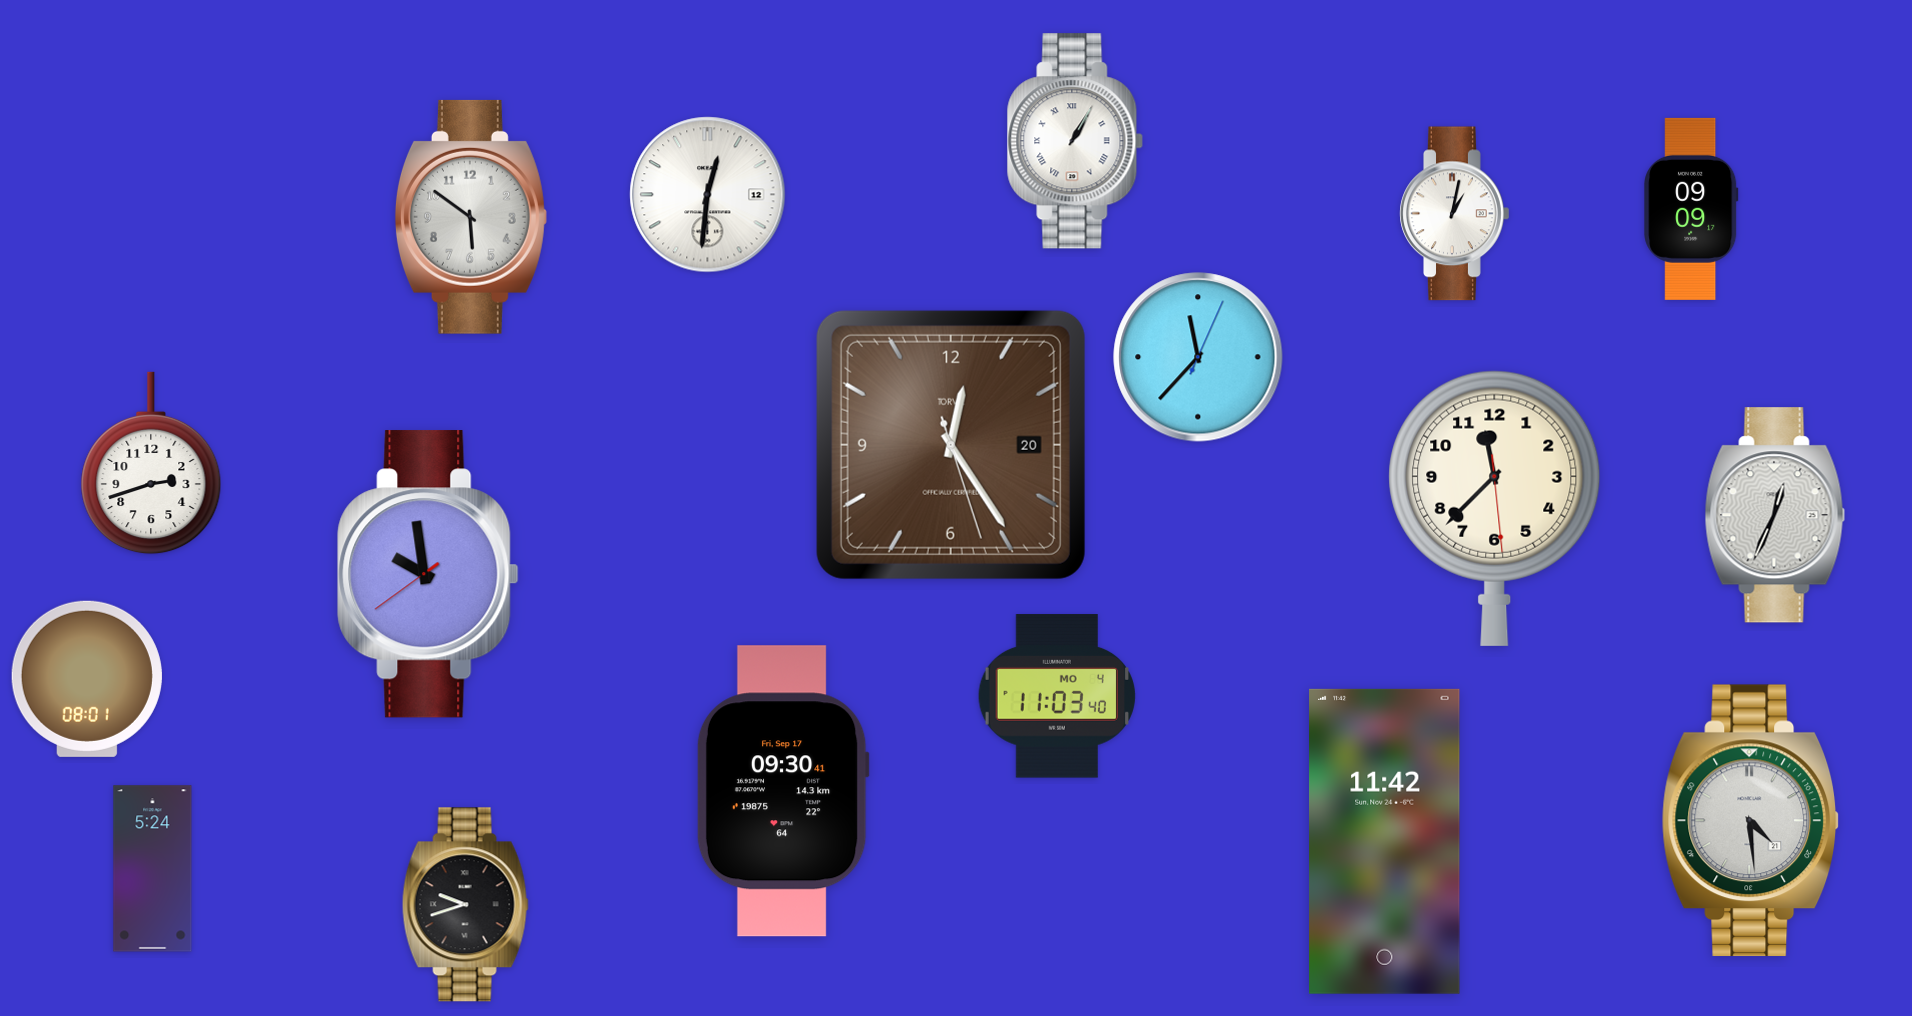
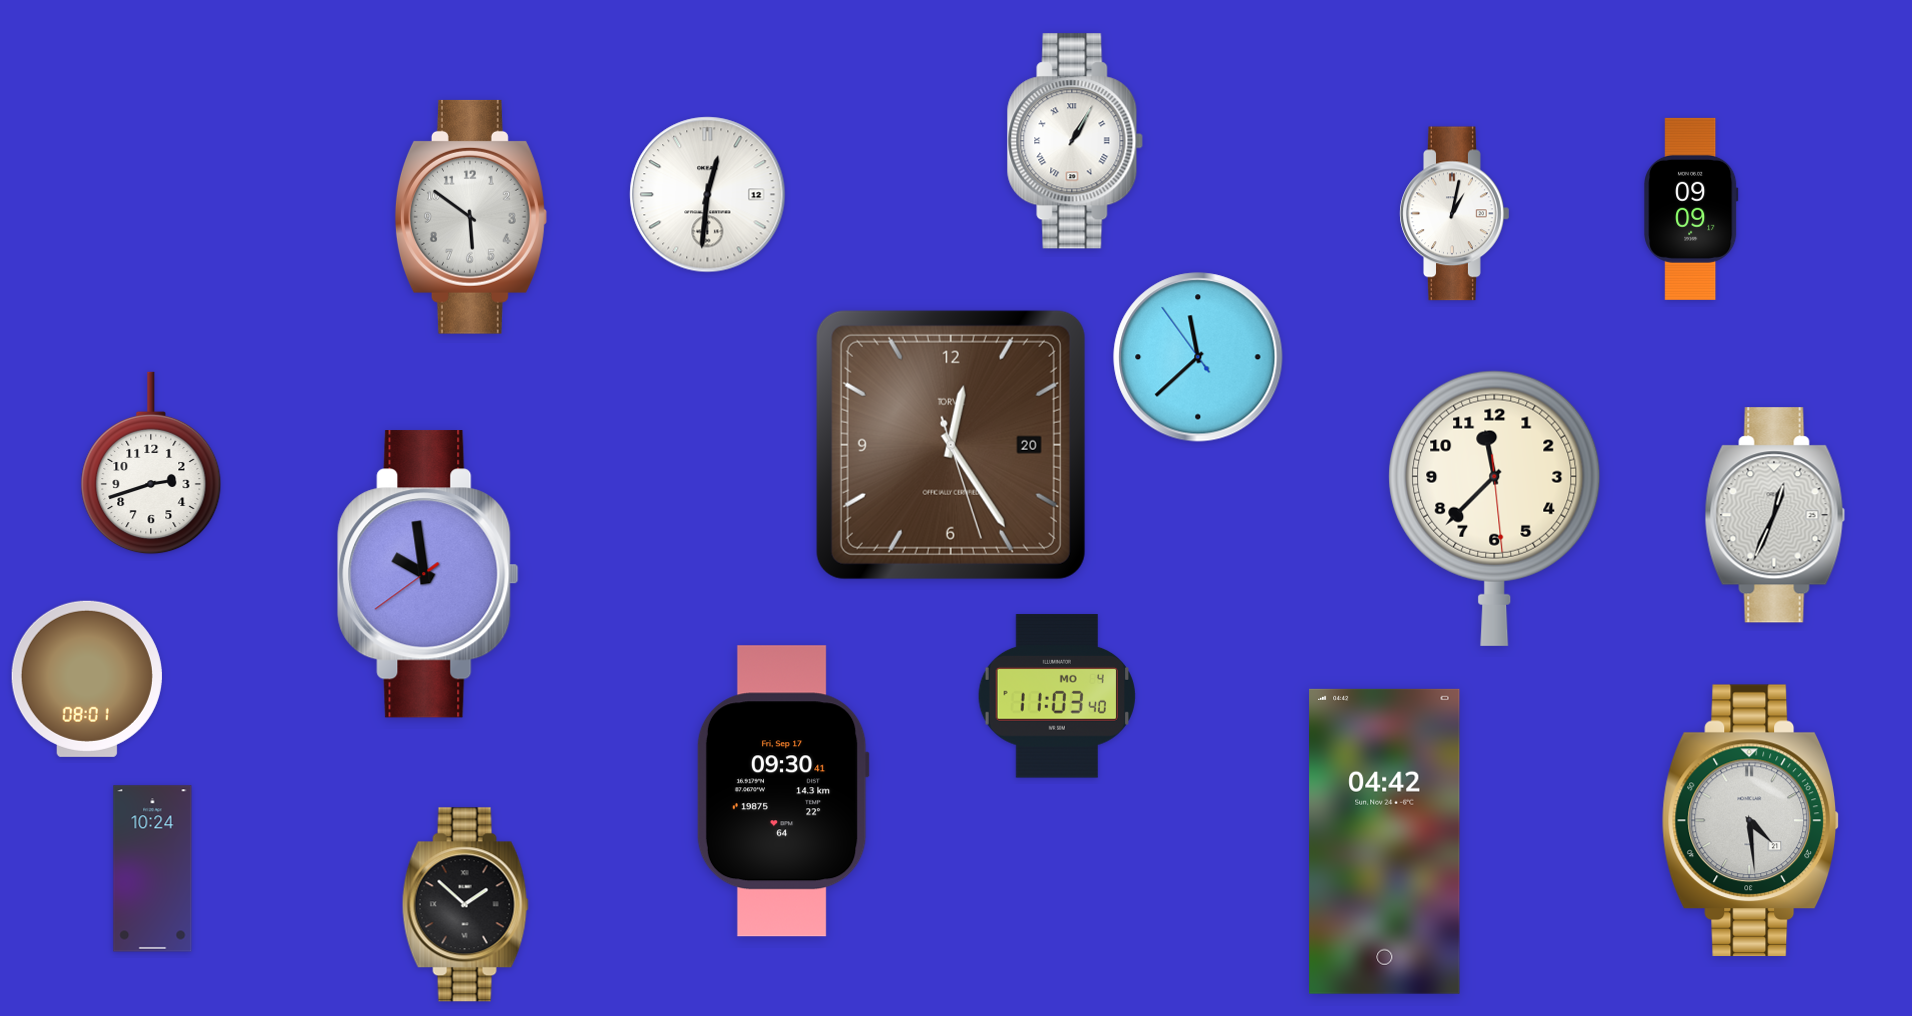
clock at (1198, 357): 11:37:04 -> 11:37:54
clock at (1385, 841): 11:42 -> 04:42
clock at (153, 869): 5:24 -> 10:24
clock at (465, 905): 9:42 -> 1:52
